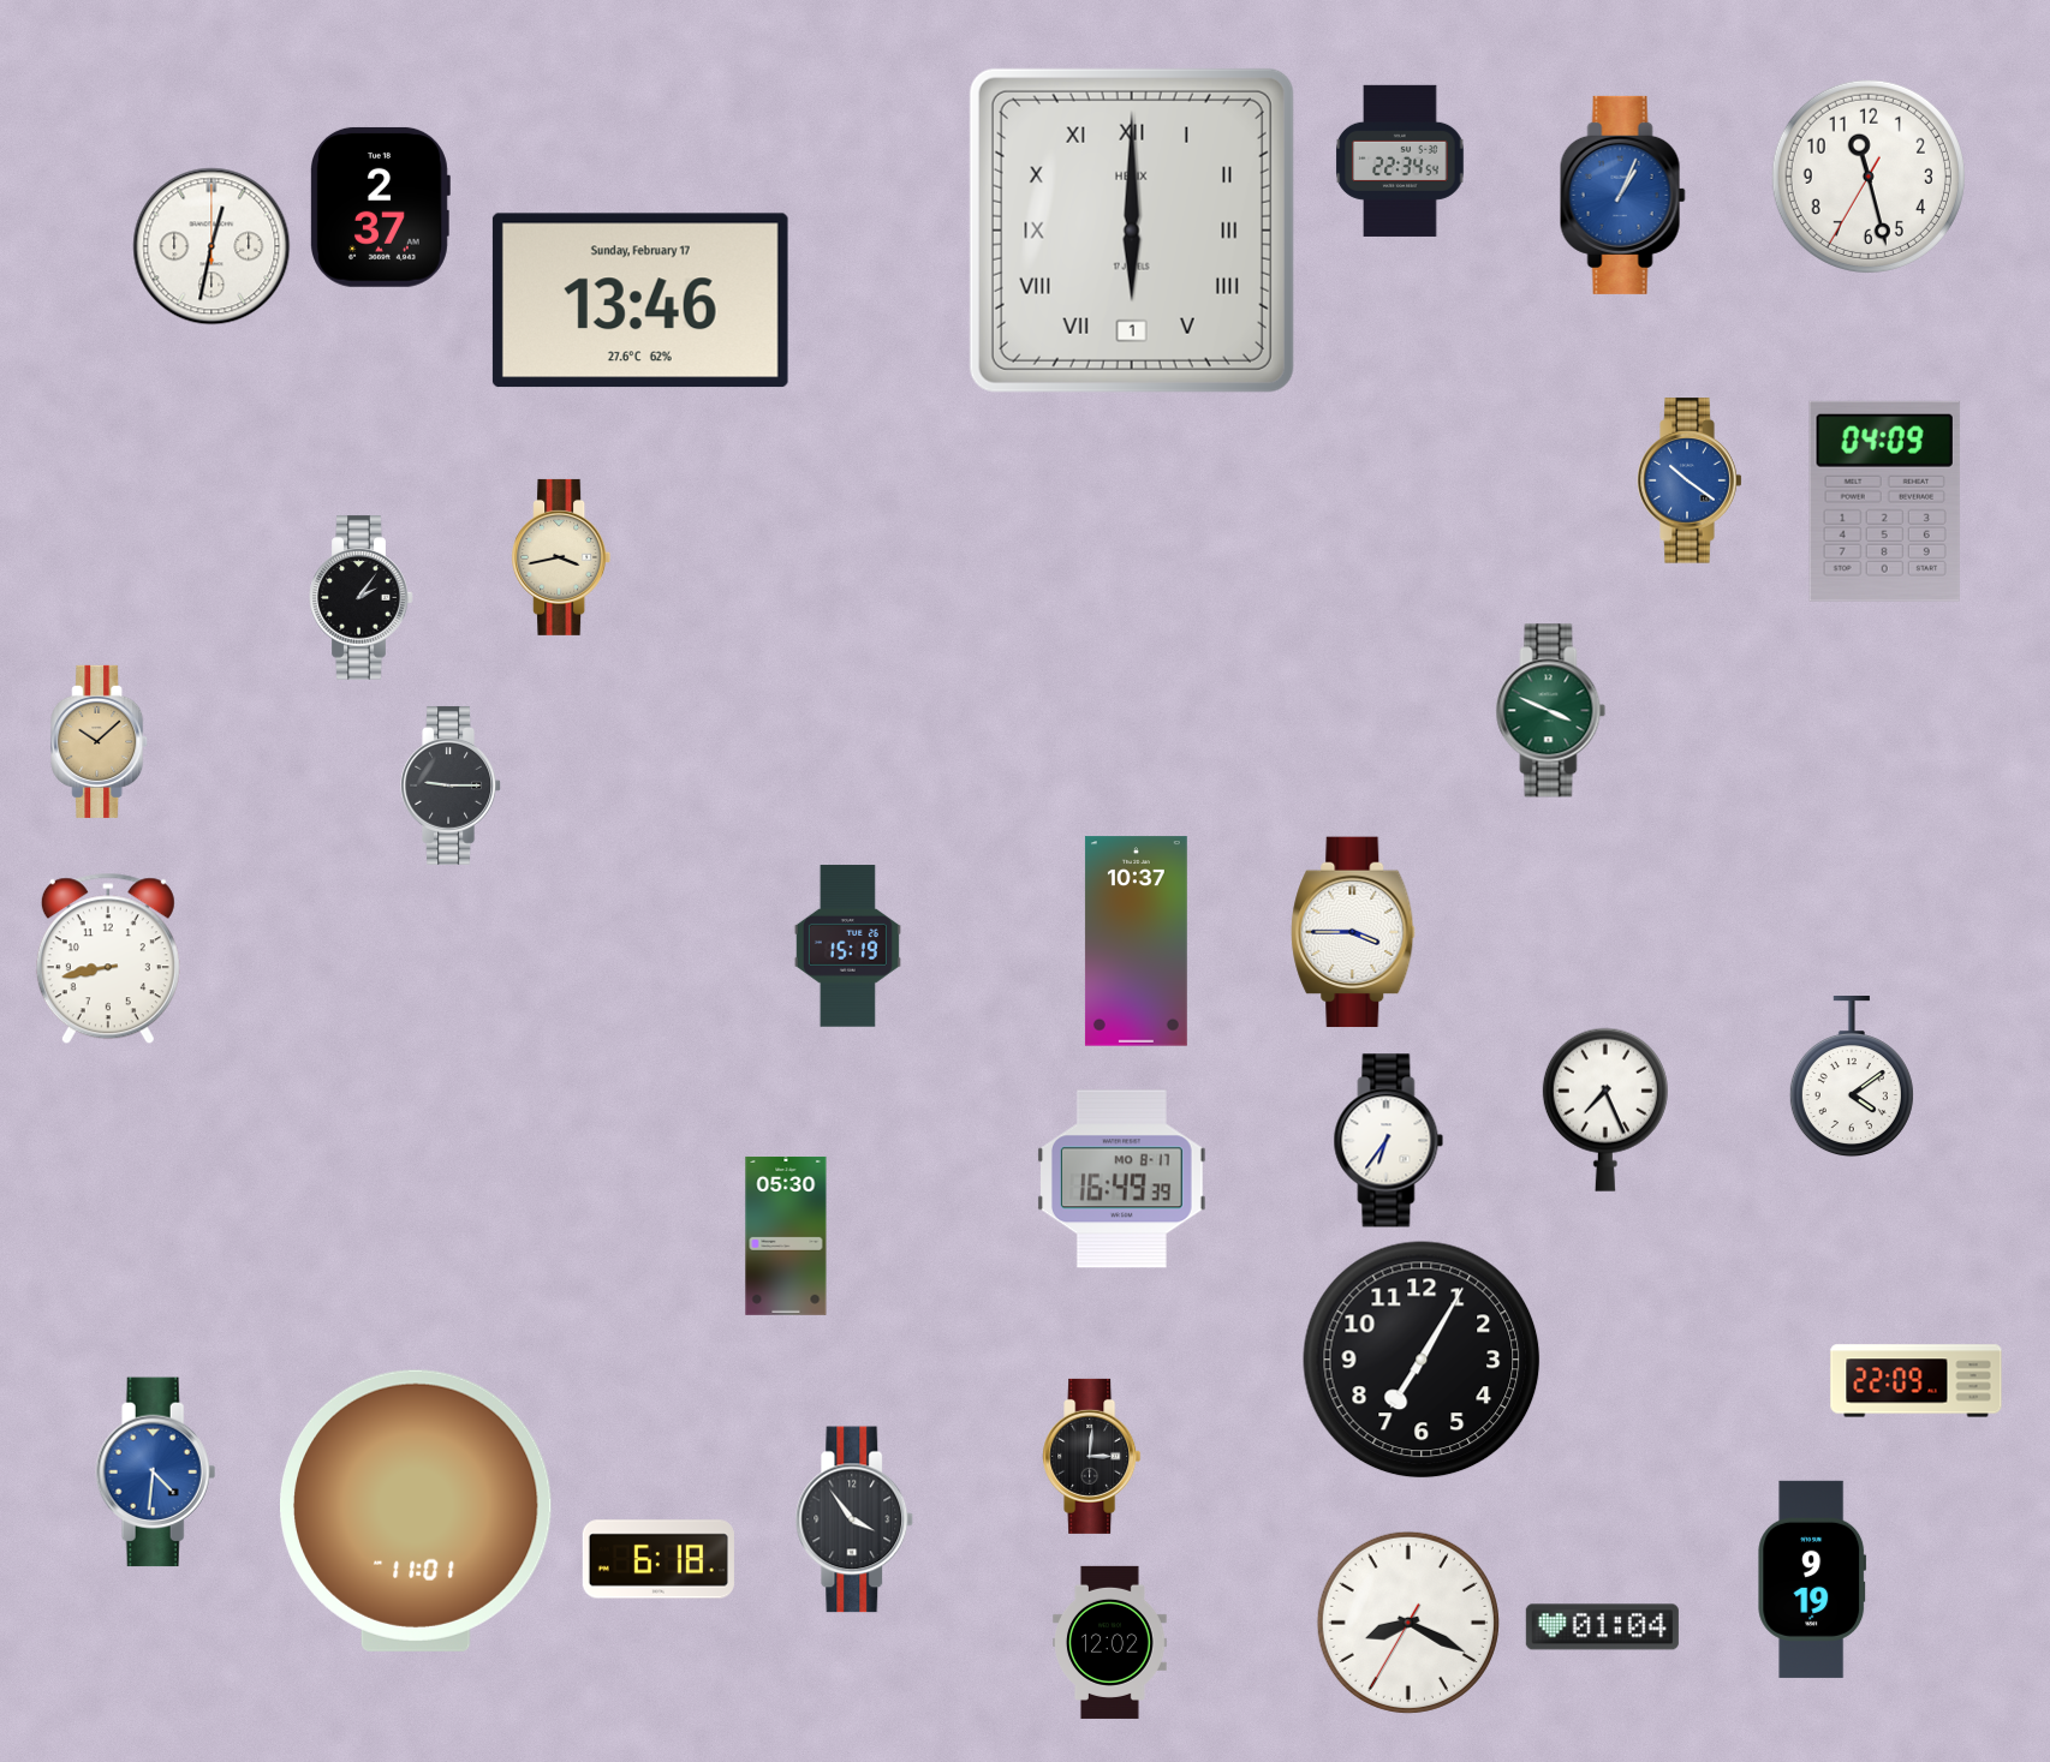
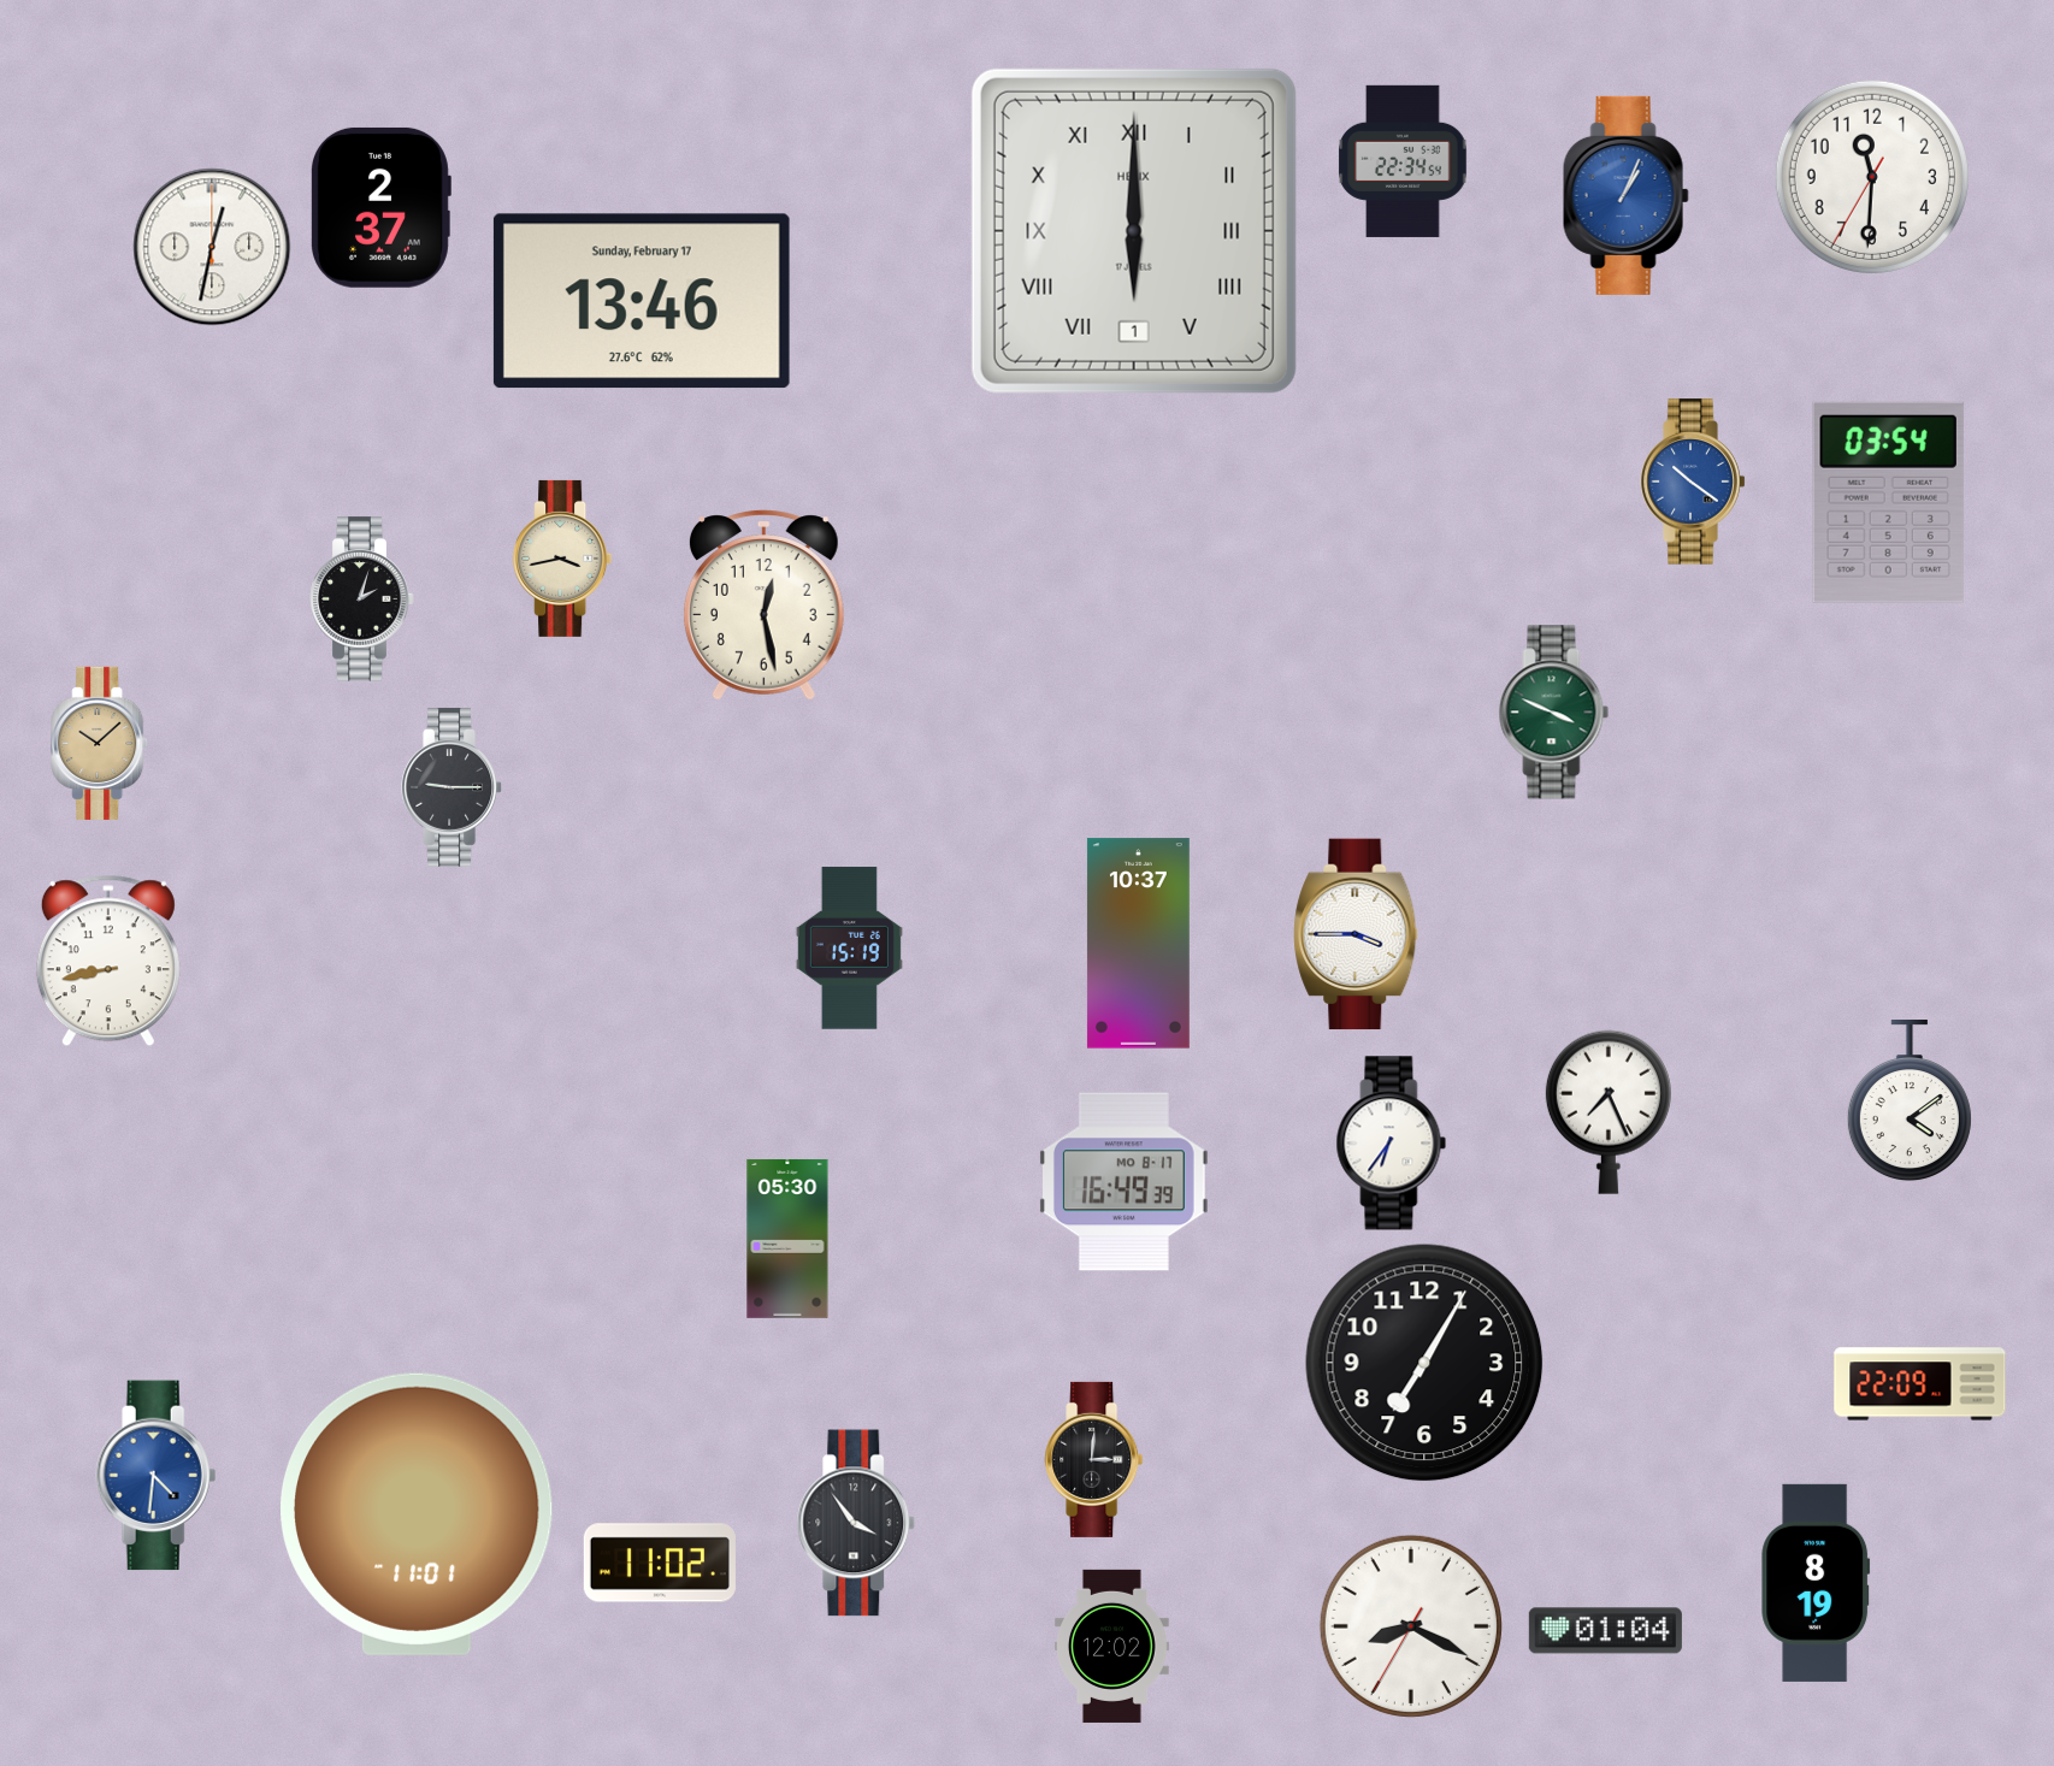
clock at (1869, 177): 11:27 -> 11:30
clock at (1884, 501): 04:09 -> 03:54
clock at (362, 598): 2:06 -> 2:03
clock at (763, 606): none -> 12:28
clock at (1852, 1077) position: (1852, 1077) -> (1910, 1101)
clock at (658, 1559): 6:18 -> 11:02
clock at (1812, 1579): 9:19 -> 8:19
